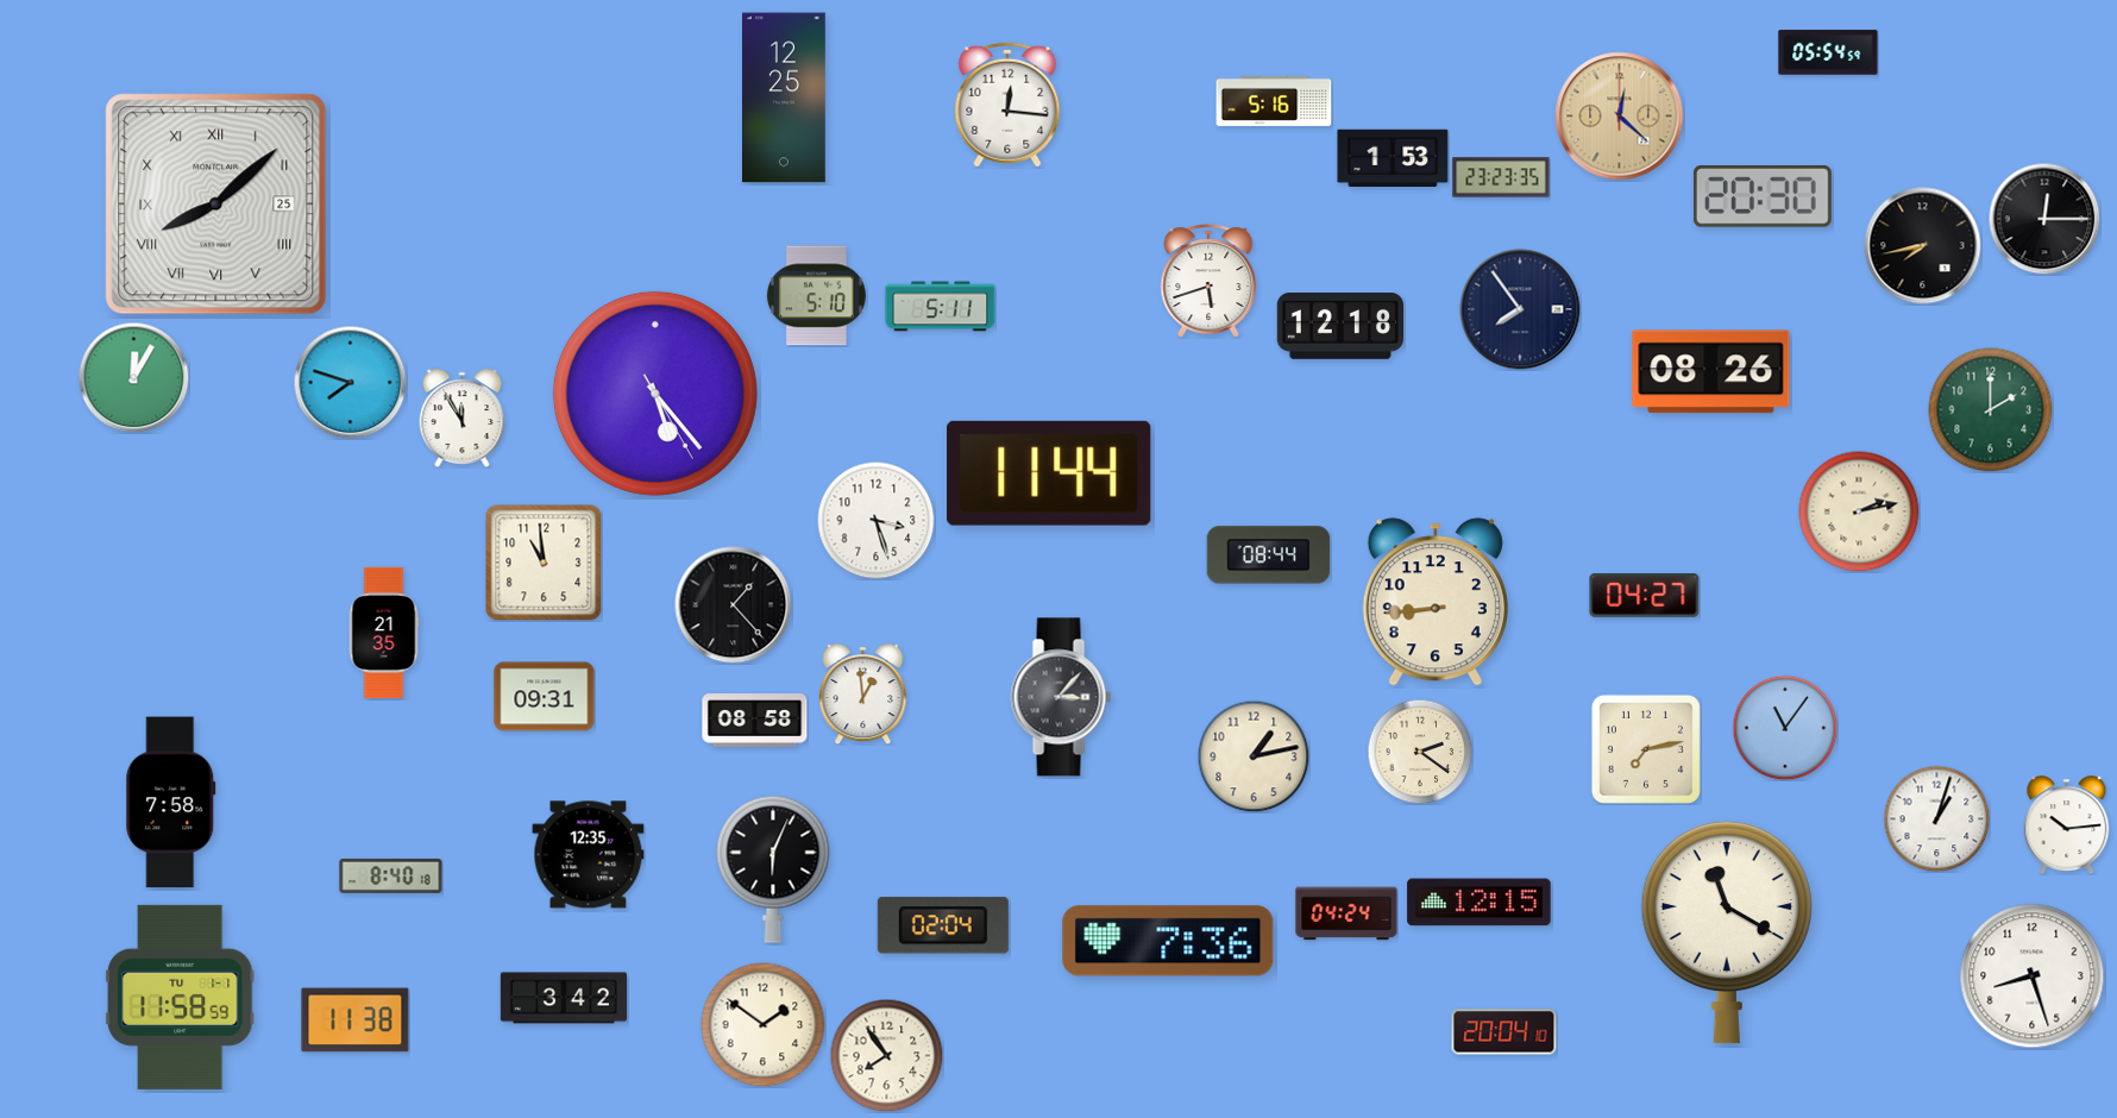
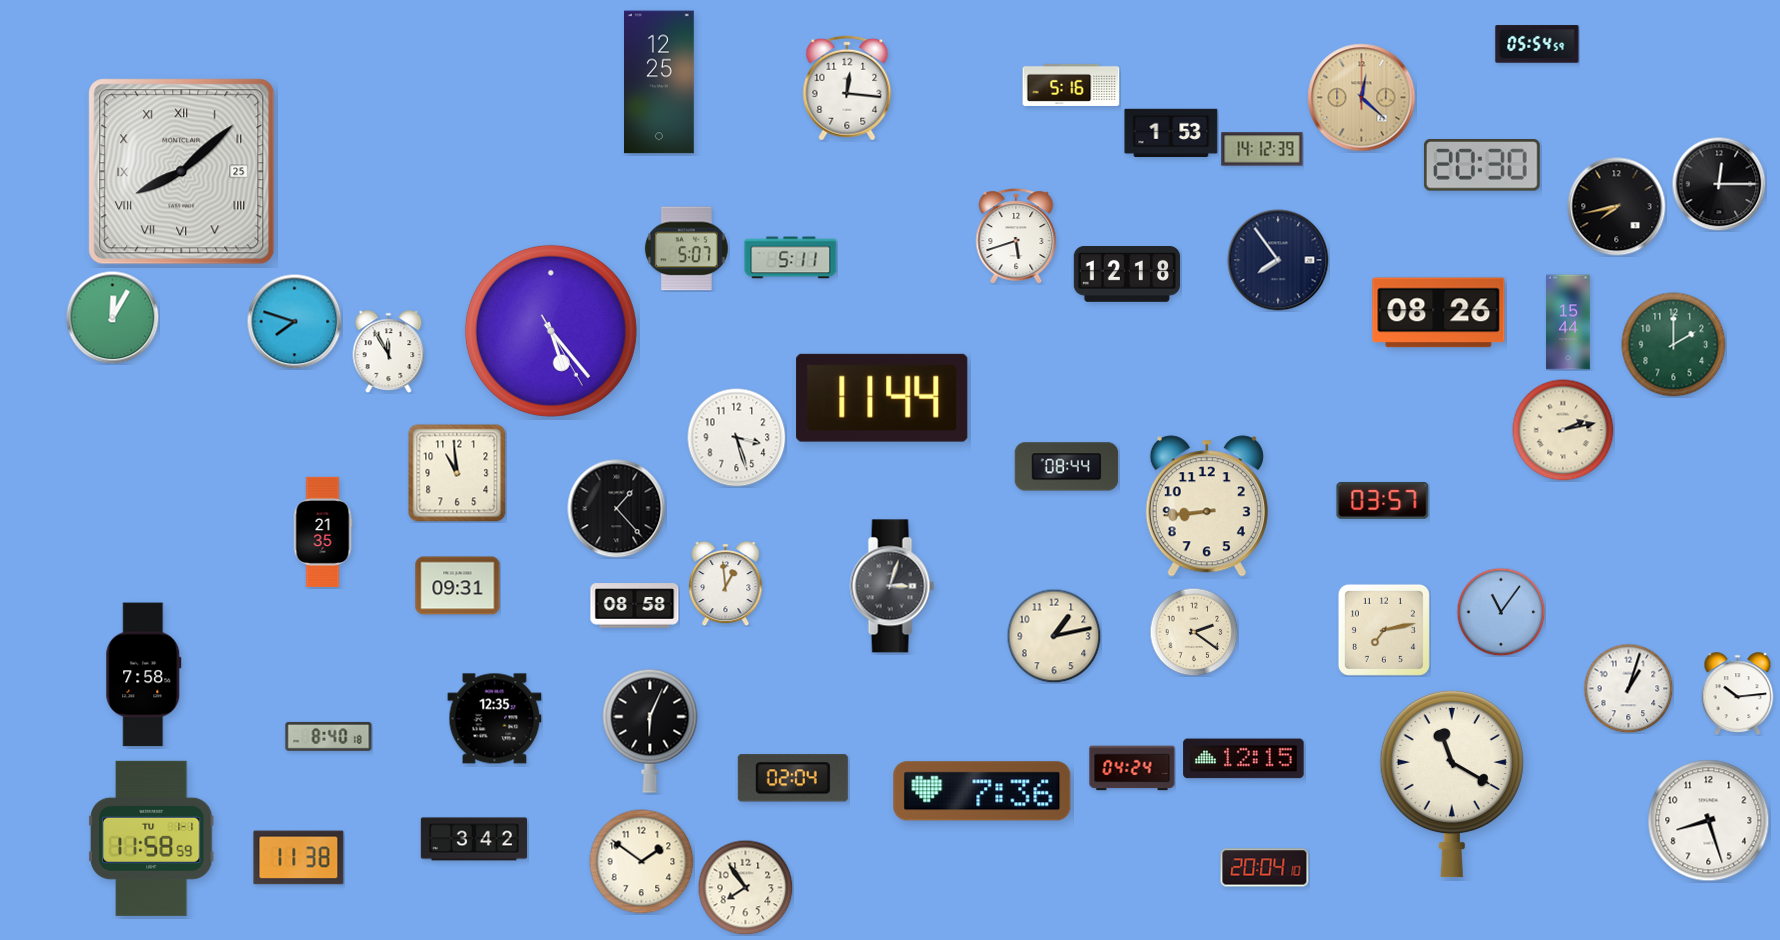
clock at (1501, 177): 23:23 -> 14:12
clock at (816, 296): 5:10 -> 5:07
clock at (1569, 322): none -> 15:44
clock at (1645, 596): 04:27 -> 03:57
clock at (1061, 697): 3:07 -> 3:03
